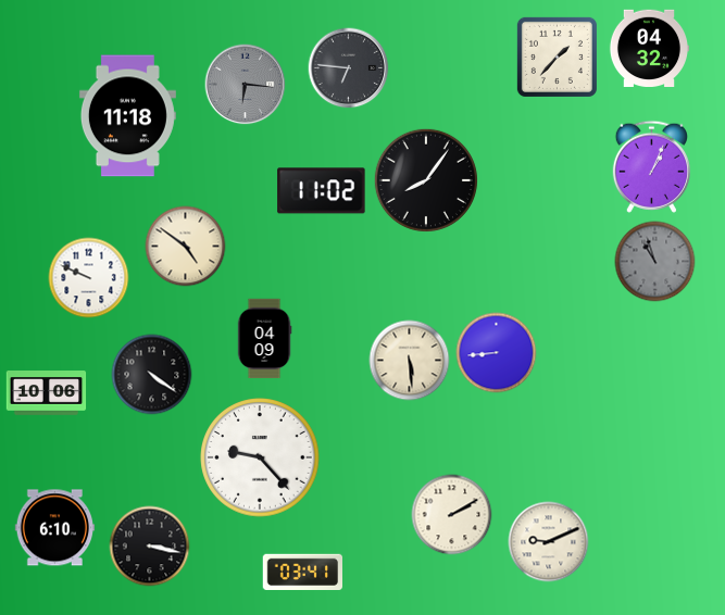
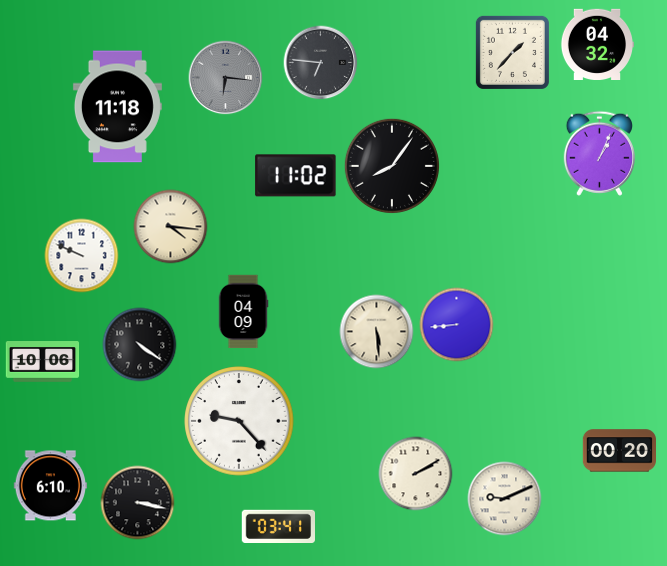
clock at (186, 247): 4:51 -> 4:16
clock at (655, 262): 10:57 -> none
clock at (620, 451): none -> 00:20
